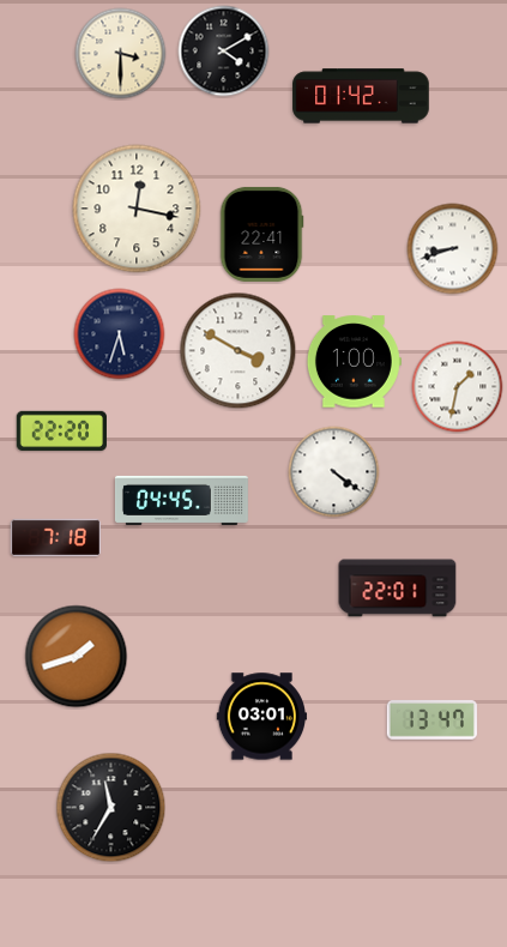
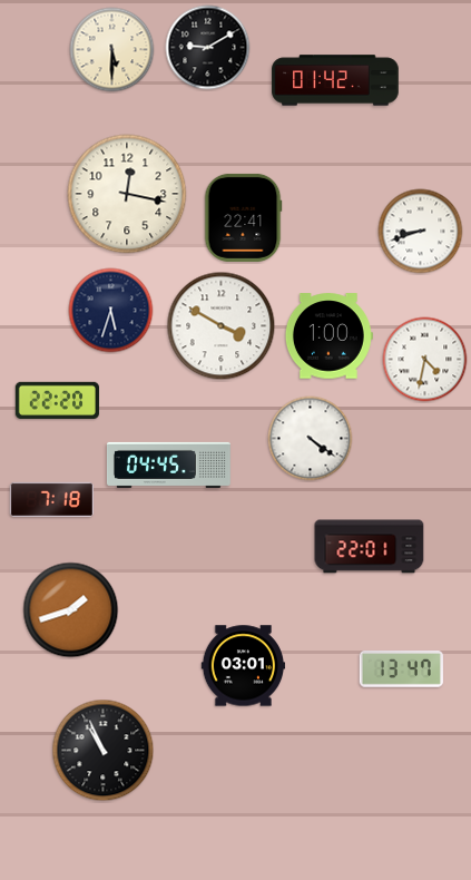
clock at (224, 52): 4:10 -> 9:10
clock at (121, 54): 3:30 -> 5:30
clock at (361, 96) position: (361, 96) -> (335, 80)
clock at (458, 387): 1:32 -> 4:32
clock at (111, 808): 11:35 -> 10:56
